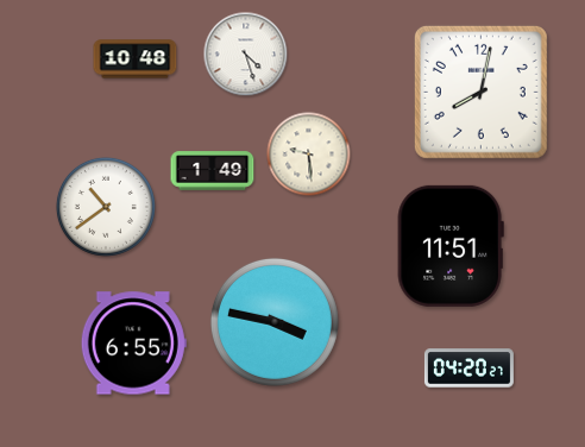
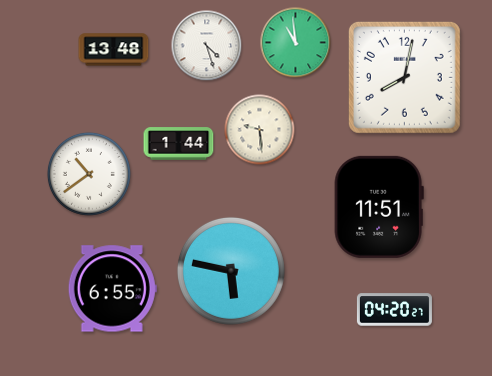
clock at (296, 43): none -> 10:59
clock at (136, 59): 10:48 -> 13:48
clock at (213, 171): 1:49 -> 1:44
clock at (275, 322): 3:47 -> 5:47
